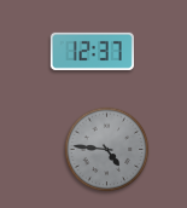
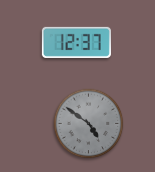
clock at (107, 150): 4:46 -> 4:51
